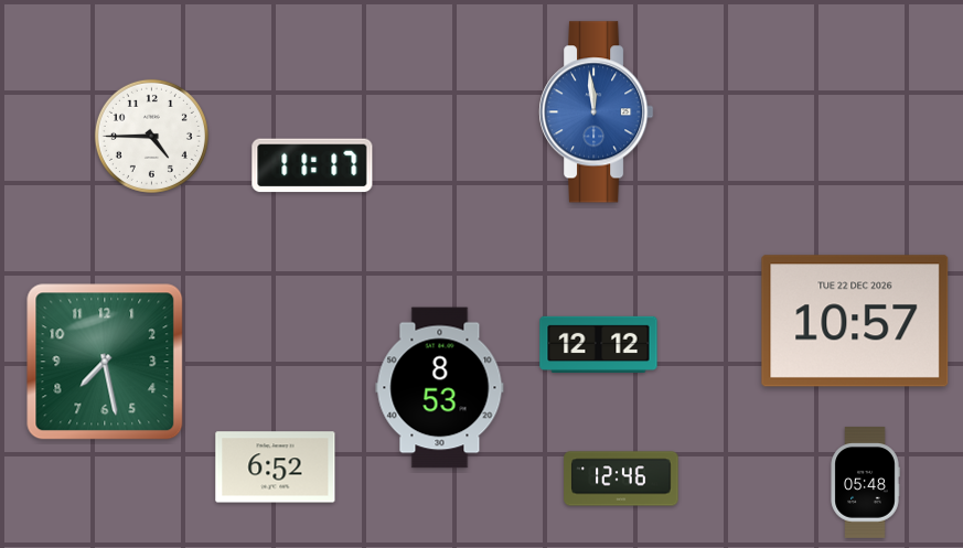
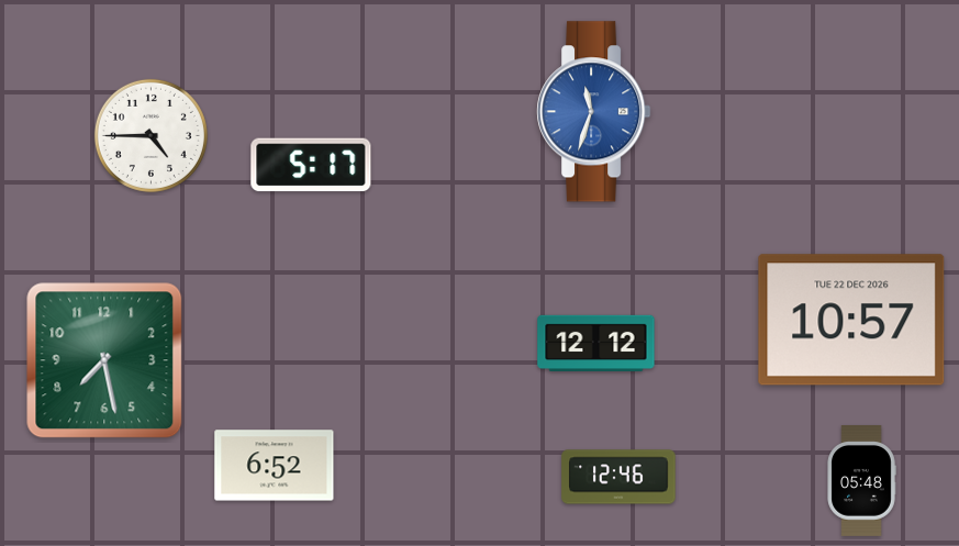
clock at (597, 112): 11:59 -> 11:33
clock at (312, 165): 11:17 -> 5:17
clock at (440, 388): 8:53 -> none
